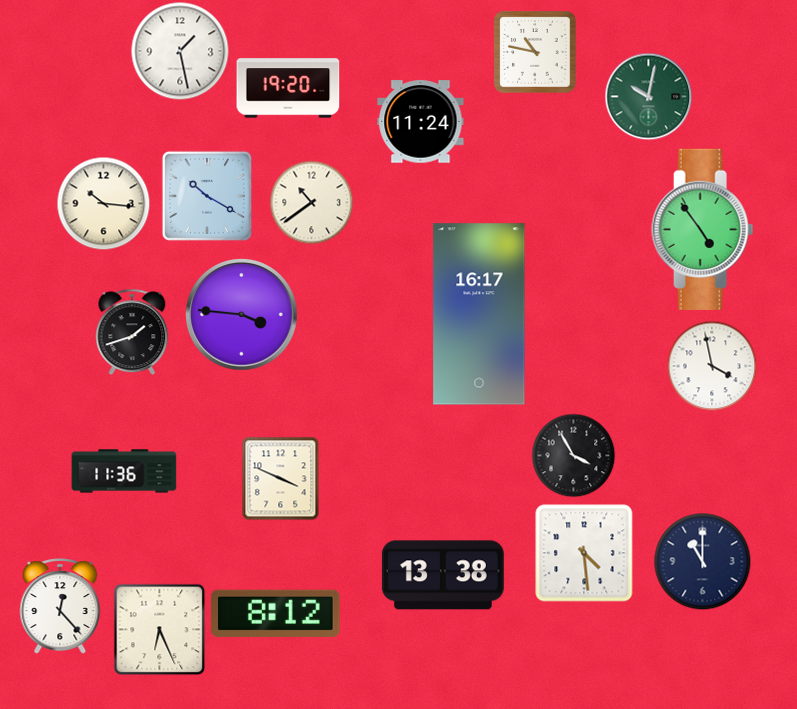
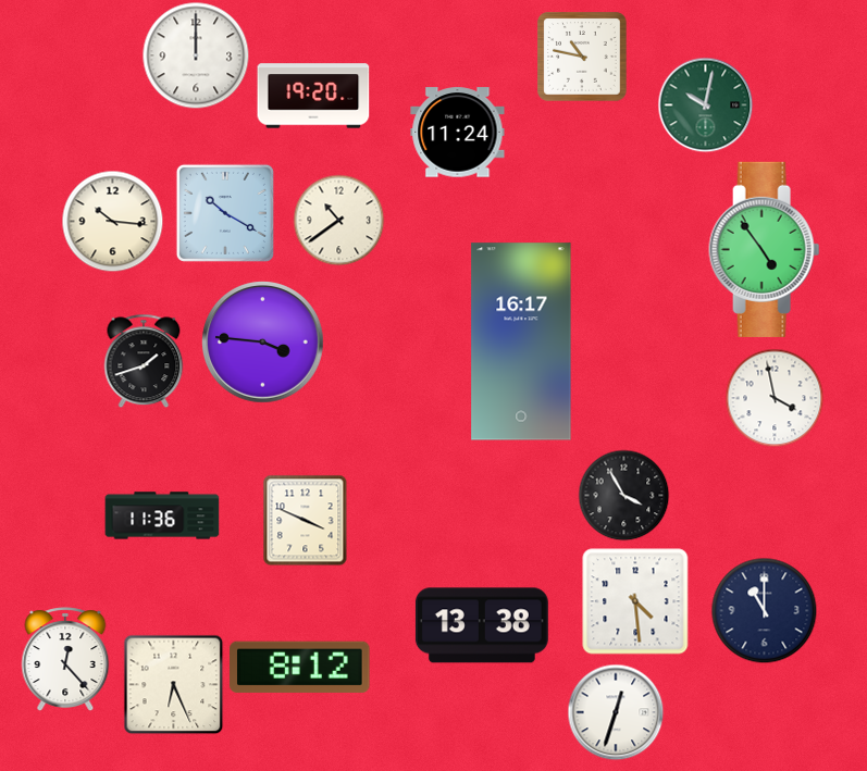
clock at (180, 51): 1:28 -> 12:00
clock at (124, 471) position: (124, 471) -> (162, 515)
clock at (616, 712): none -> 12:33
